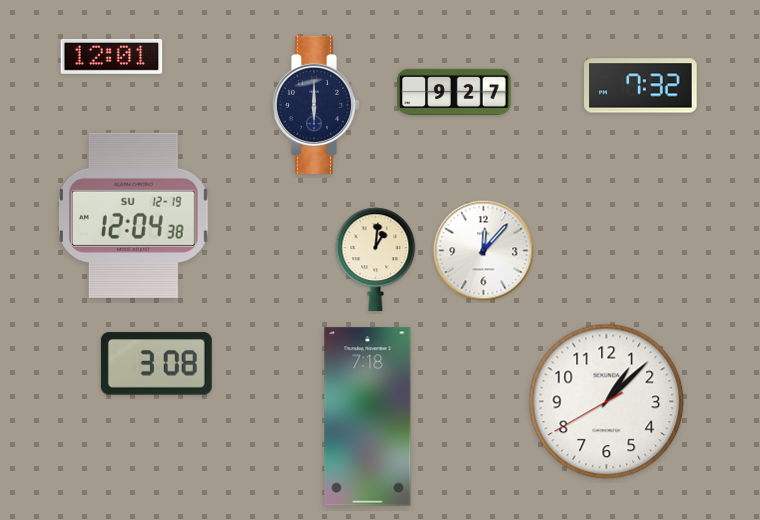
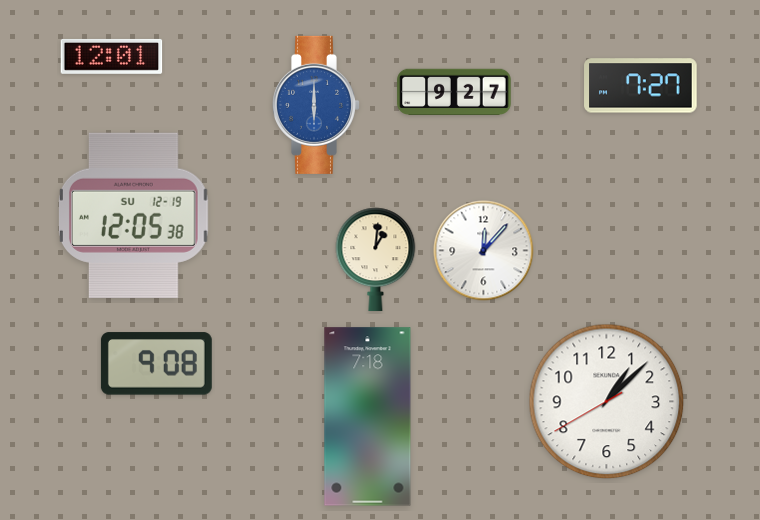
clock at (641, 86): 7:32 -> 7:27
clock at (316, 105) dial: navy -> blue
clock at (133, 215): 12:04 -> 12:05
clock at (156, 364): 3:08 -> 9:08
